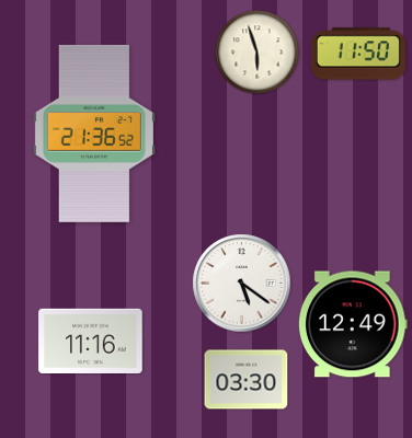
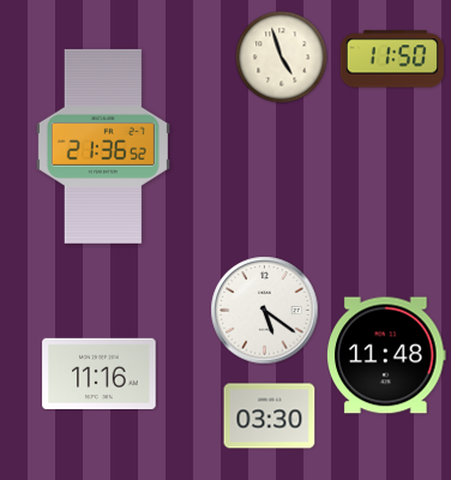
clock at (257, 53): 5:57 -> 4:57
clock at (354, 324): 12:49 -> 11:48
